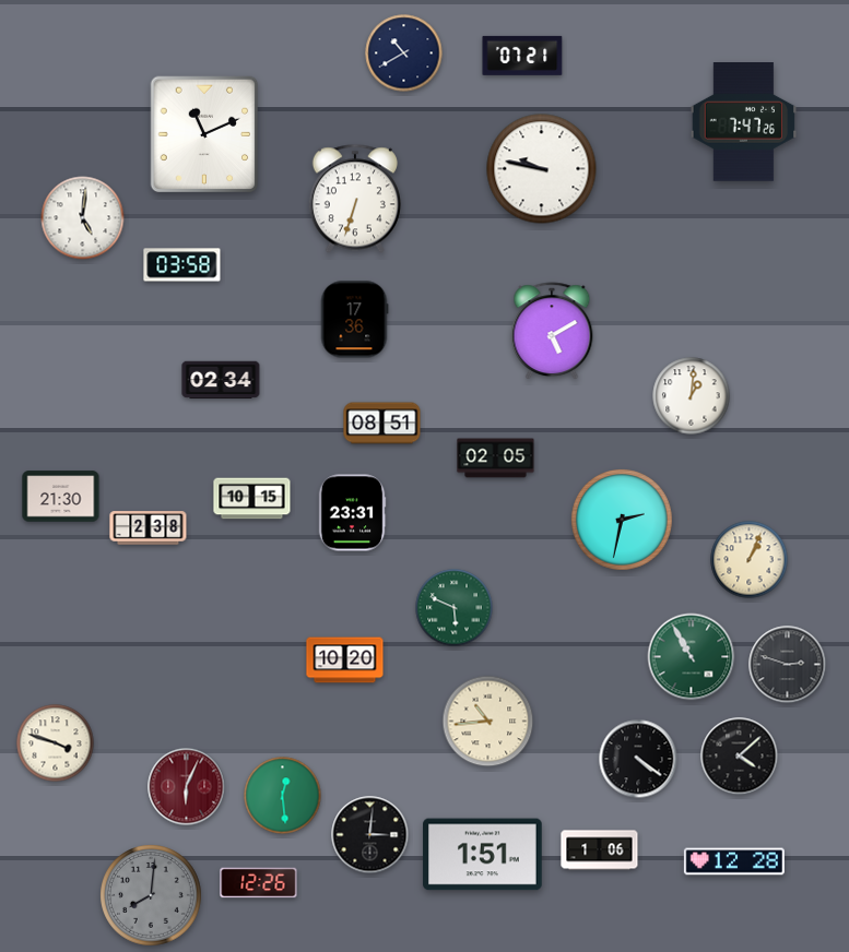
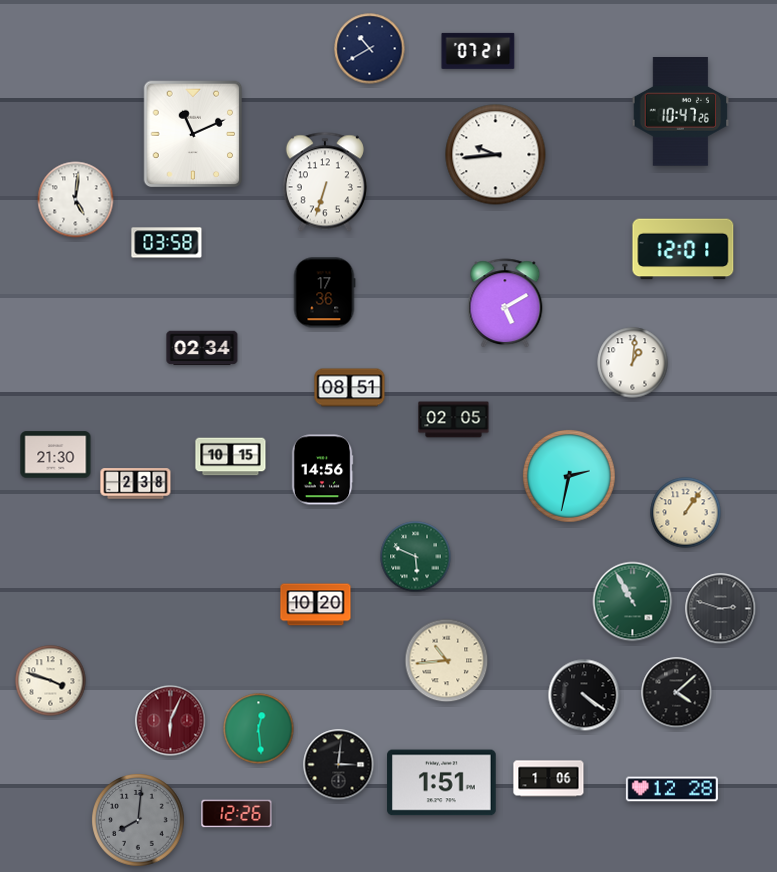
clock at (744, 122): 7:47 -> 10:47
clock at (204, 134) position: (204, 134) -> (193, 134)
clock at (542, 169): 9:47 -> 9:44
clock at (683, 249): none -> 12:01
clock at (352, 513): 23:31 -> 14:56
clock at (750, 560): 1:04 -> 1:06
clock at (259, 883) position: (259, 883) -> (237, 814)
